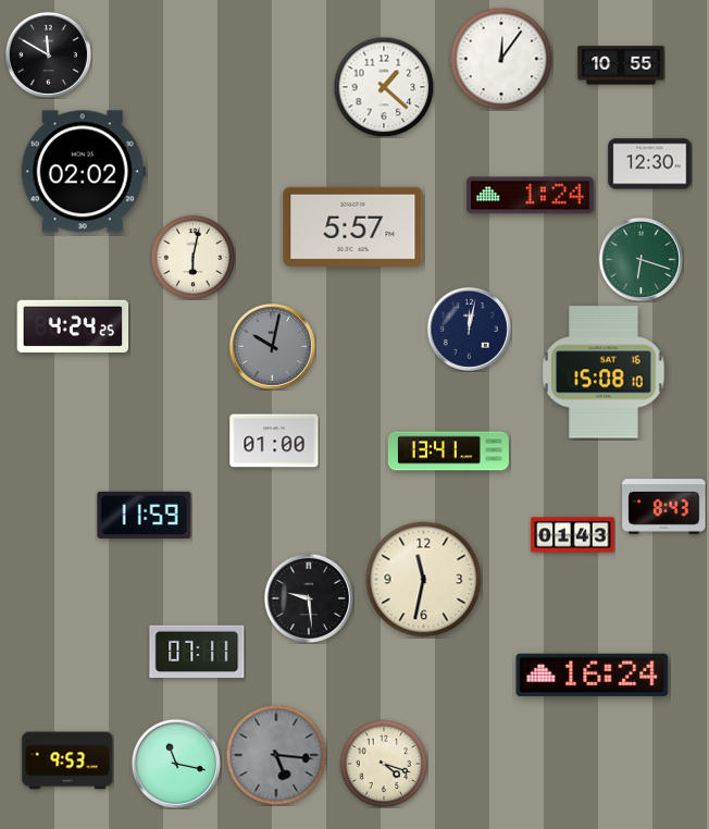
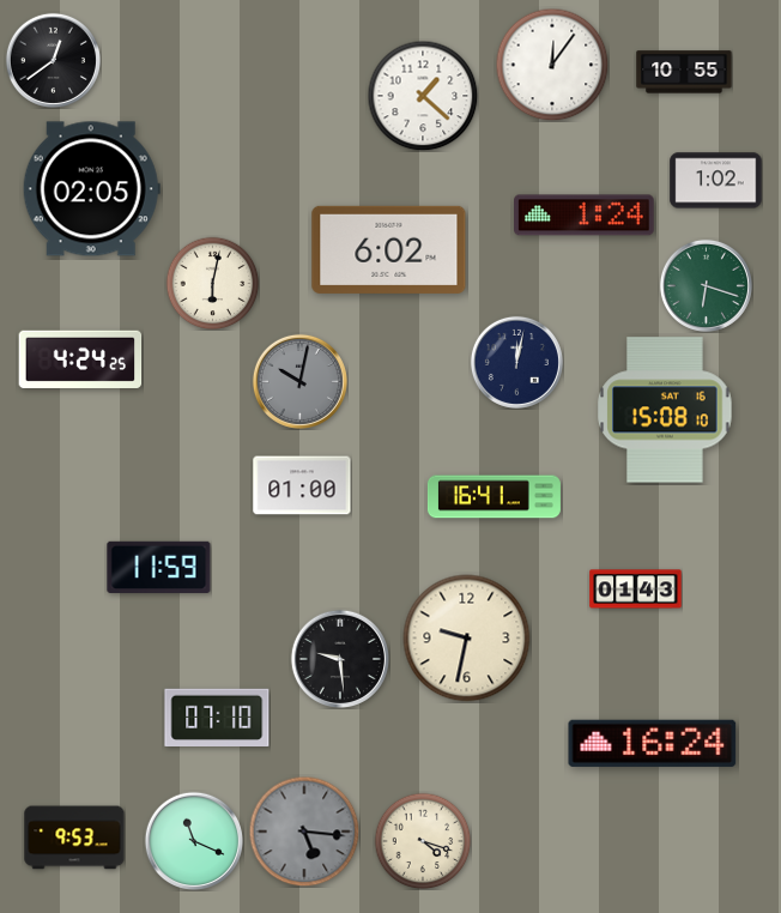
clock at (48, 54): 11:50 -> 12:39
clock at (650, 164): 12:30 -> 1:02
clock at (83, 172): 02:02 -> 02:05
clock at (353, 226): 5:57 -> 6:02
clock at (448, 451): 13:41 -> 16:41
clock at (664, 507): 8:43 -> none
clock at (573, 535) position: (573, 535) -> (636, 589)
clock at (424, 580): 11:32 -> 9:32
clock at (197, 651): 07:11 -> 07:10
clock at (175, 763): 11:17 -> 11:19
